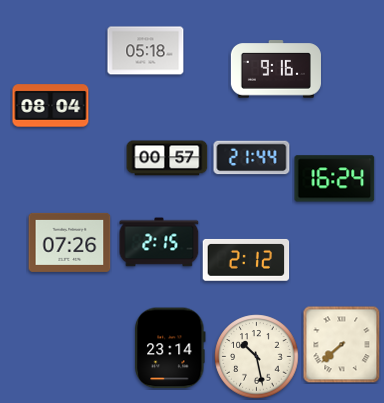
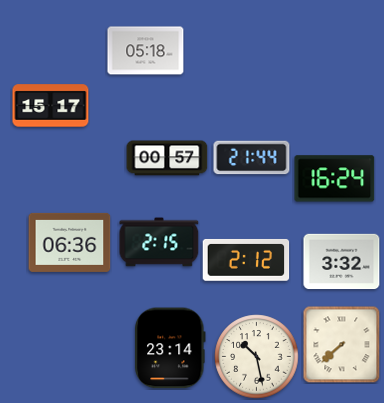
clock at (276, 69): 9:16 -> none
clock at (51, 106): 08:04 -> 15:17
clock at (70, 242): 07:26 -> 06:36
clock at (342, 262): none -> 3:32
